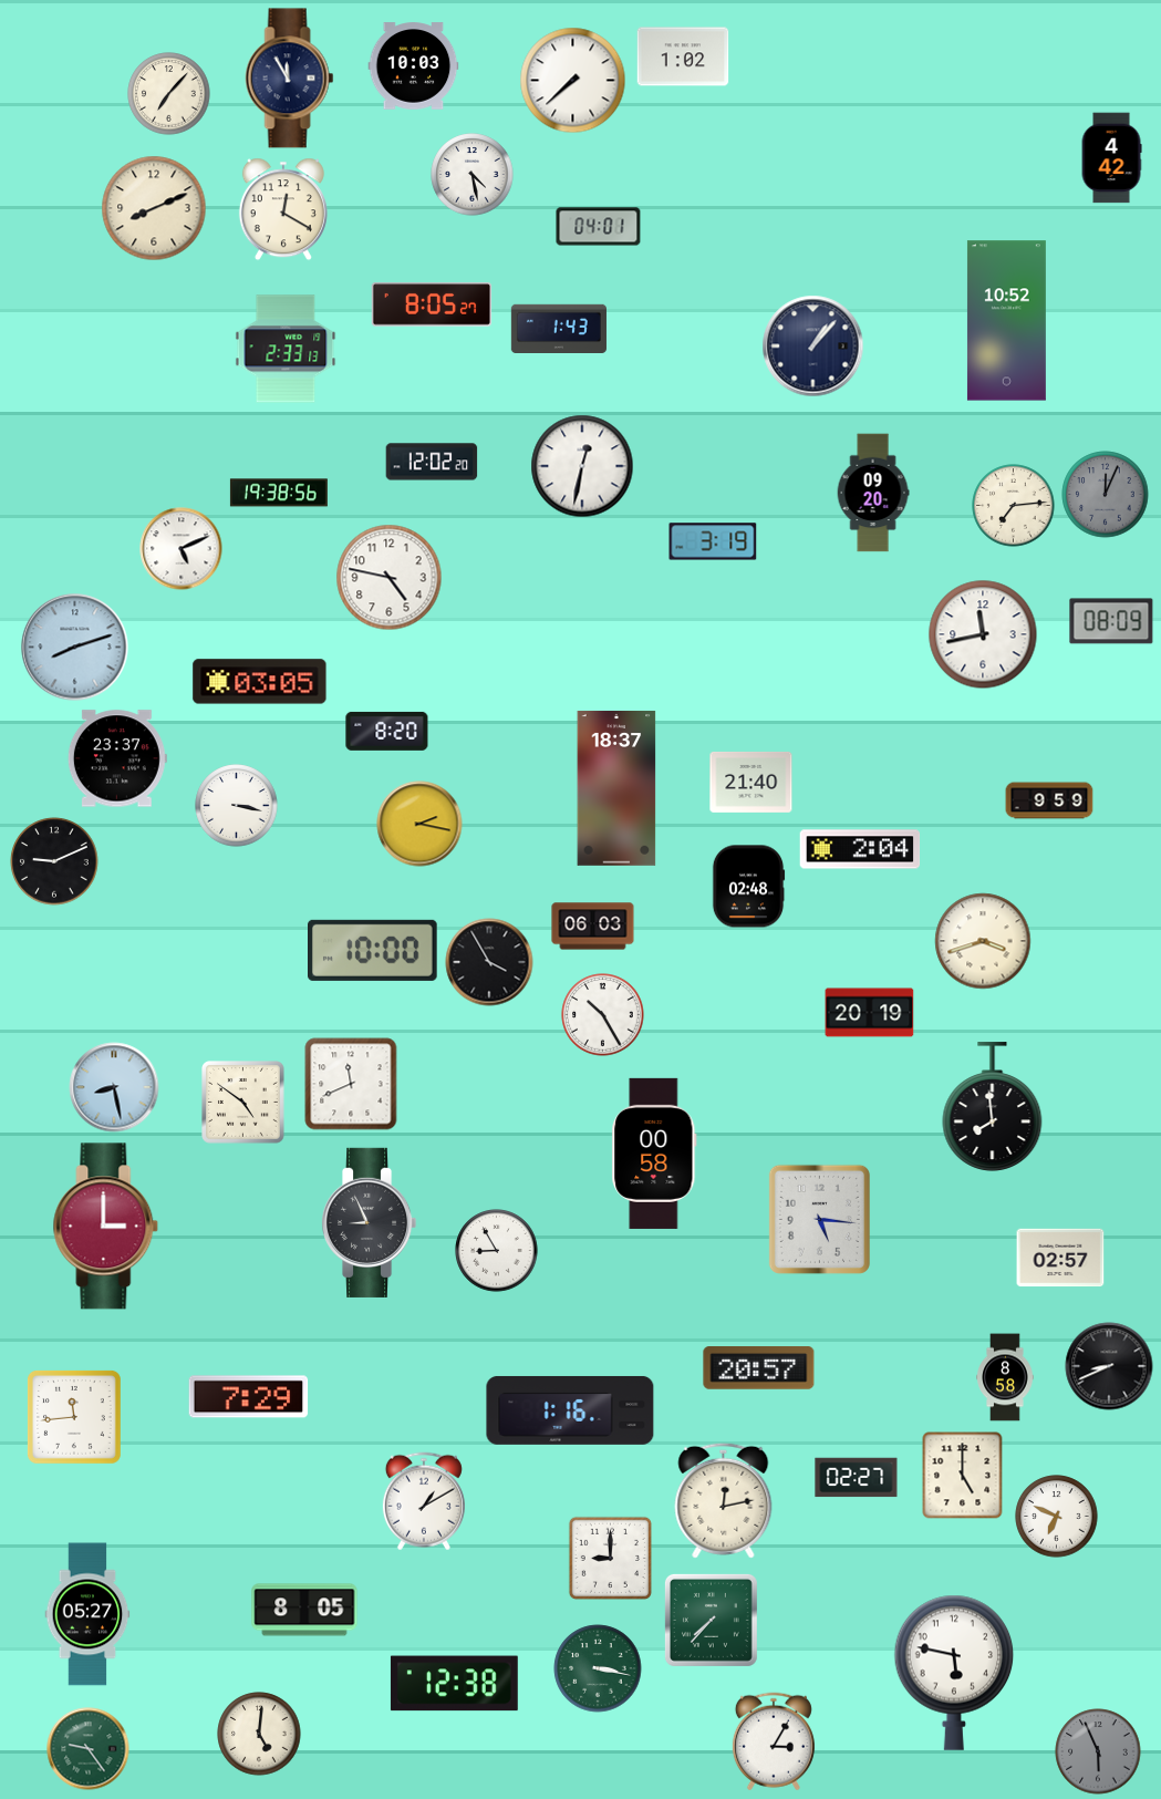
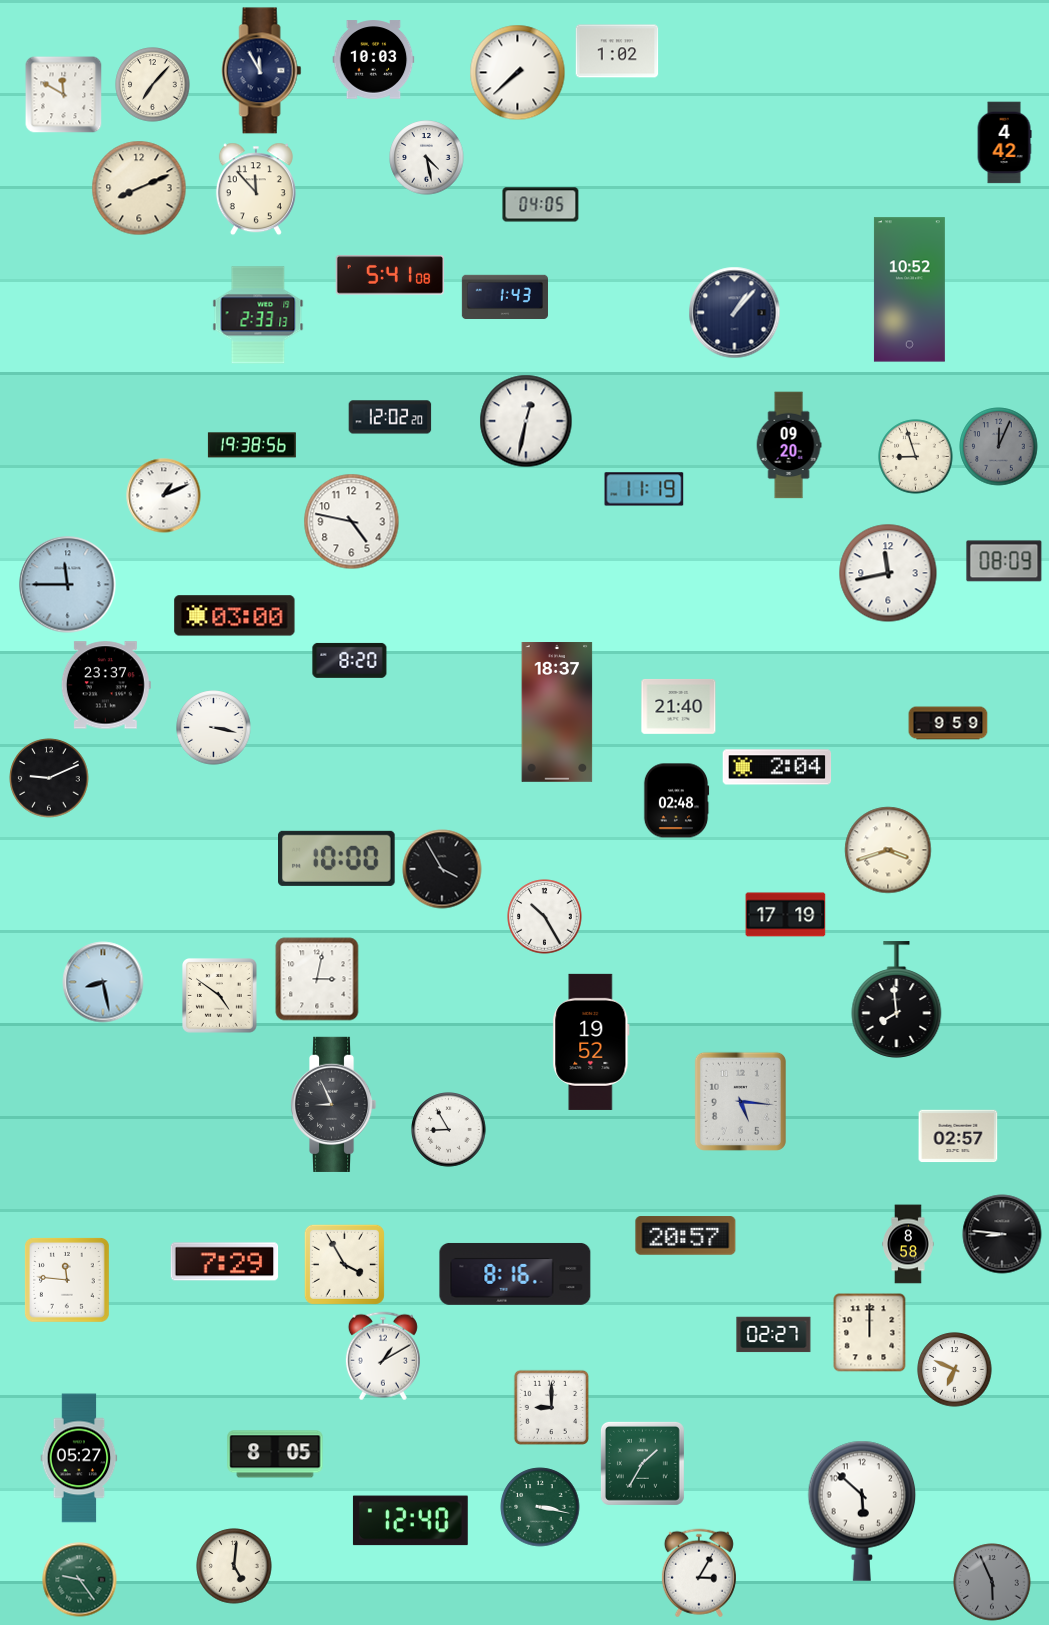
clock at (64, 95): none -> 11:50
clock at (283, 209): 12:20 -> 11:53
clock at (599, 227): 04:01 -> 04:05
clock at (432, 304): 8:05 -> 5:41
clock at (1014, 506): 7:14 -> 8:57
clock at (713, 541): 3:19 -> 11:19
clock at (182, 549): 5:11 -> 1:11
clock at (75, 648): 8:12 -> 11:45
clock at (260, 682): 03:05 -> 03:00
clock at (419, 824): 2:17 -> none
clock at (593, 927): 06:03 -> none
clock at (870, 1013): 20:19 -> 17:19
clock at (351, 1084): 11:41 -> 3:02
clock at (654, 1154): 00:58 -> 19:52
clock at (106, 1227): 3:00 -> none
clock at (1109, 1366): 8:41 -> 8:46
clock at (344, 1264): none -> 3:55
clock at (570, 1410): 1:16 -> 8:16
clock at (75, 1418): 11:44 -> 11:46
clock at (963, 1476): 5:00 -> 12:00
clock at (724, 1500): 12:13 -> none
clock at (711, 1620): 7:37 -> 1:35
clock at (954, 1673): 5:47 -> 5:52
clock at (454, 1684): 12:38 -> 12:40
